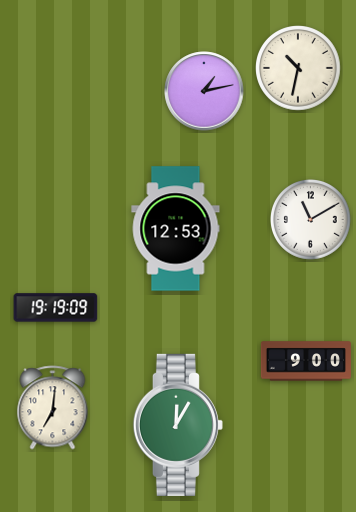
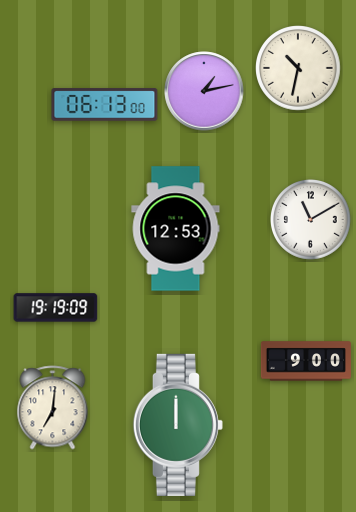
clock at (105, 105): none -> 06:13
clock at (178, 425): 12:05 -> 12:00
